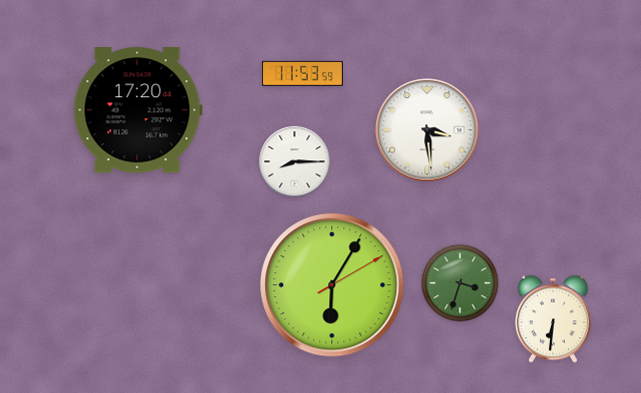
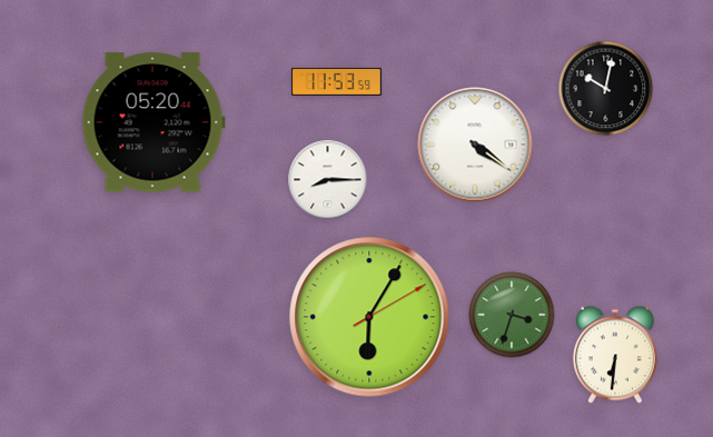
clock at (606, 89): none -> 10:02
clock at (138, 110): 17:20 -> 05:20
clock at (427, 130): 3:29 -> 4:21
